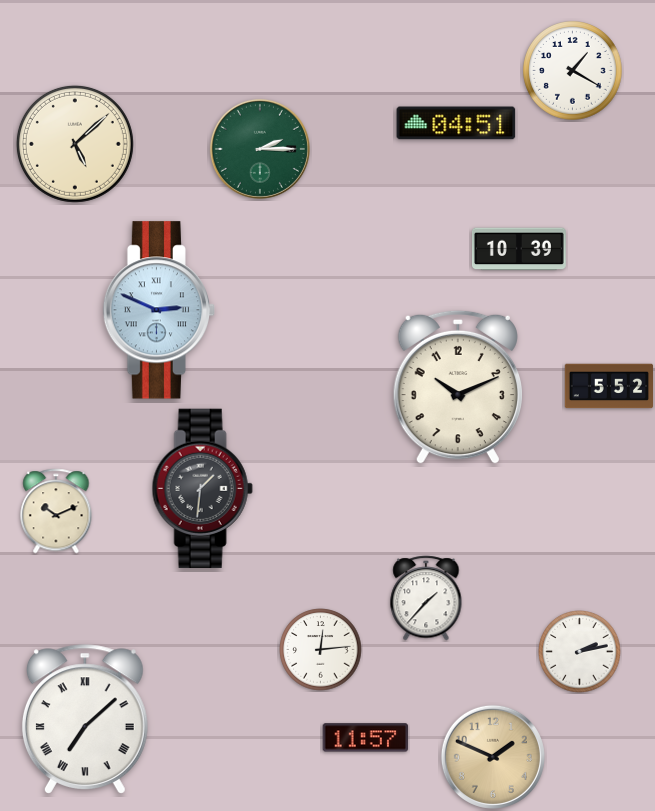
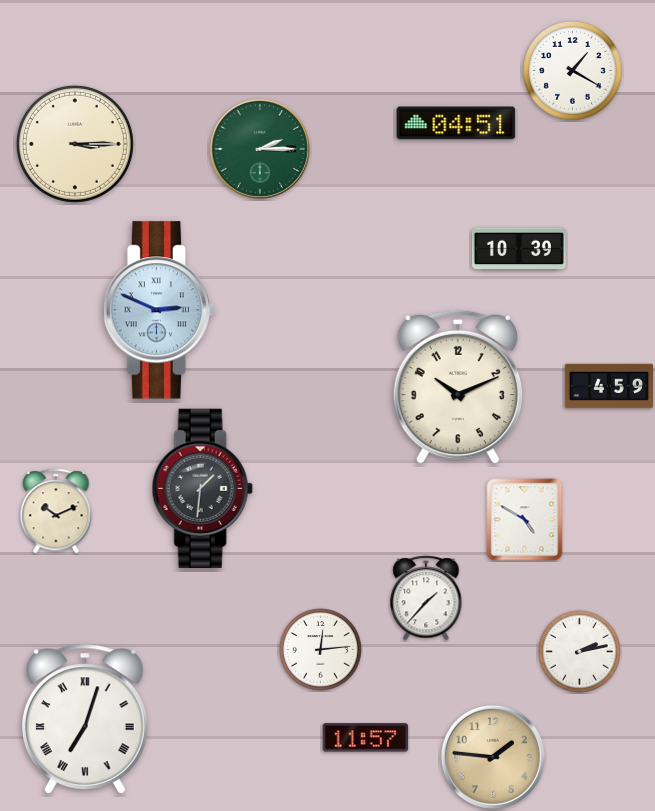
clock at (75, 144): 5:08 -> 3:15
clock at (609, 386): 5:52 -> 4:59
clock at (525, 520): none -> 4:50
clock at (85, 719): 7:08 -> 7:03
clock at (493, 757): 1:49 -> 1:46
